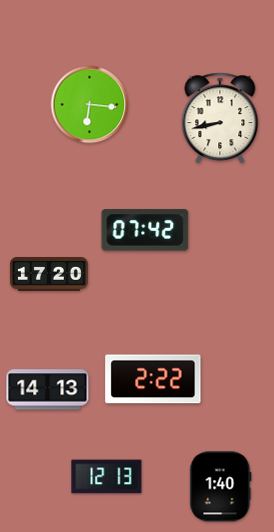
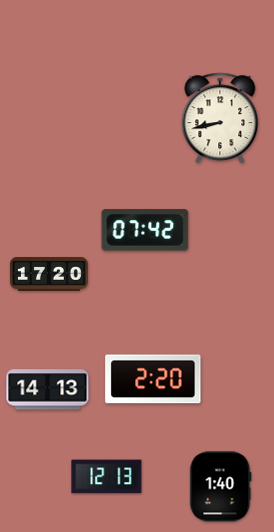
clock at (90, 105): 6:16 -> none
clock at (153, 379): 2:22 -> 2:20
